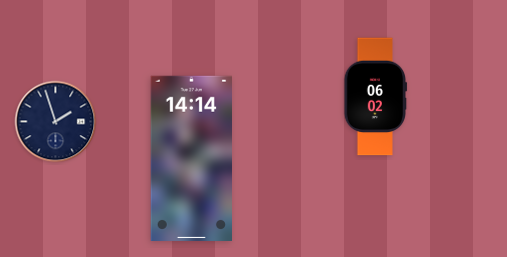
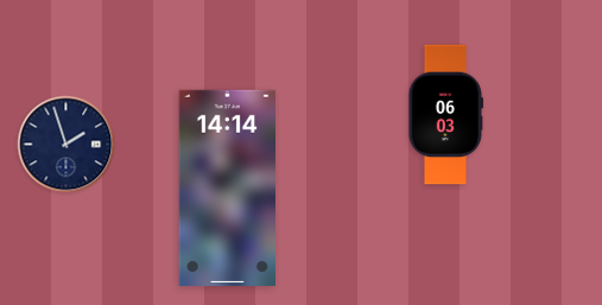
clock at (376, 97): 06:02 -> 06:03
